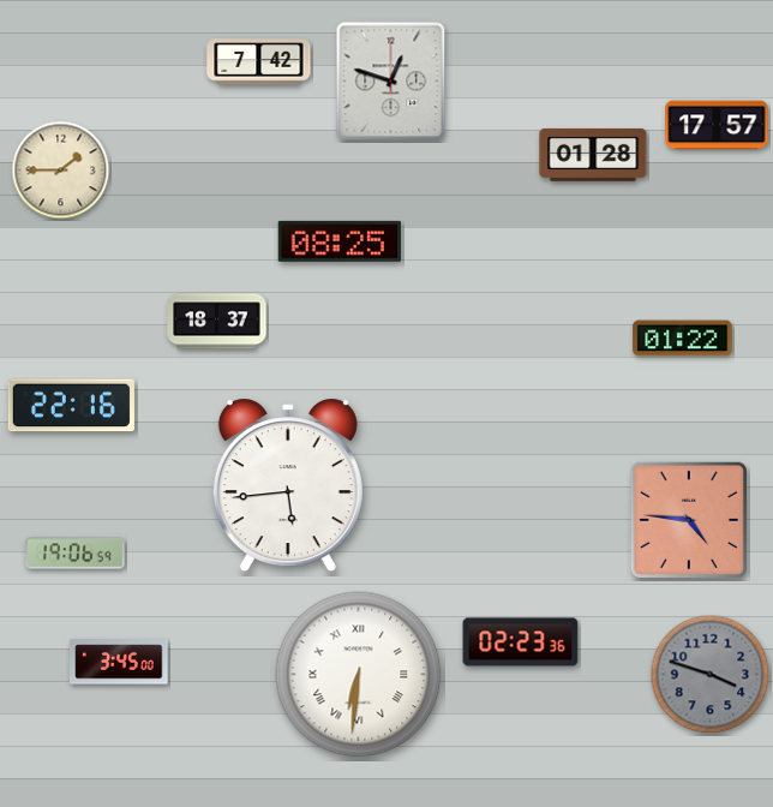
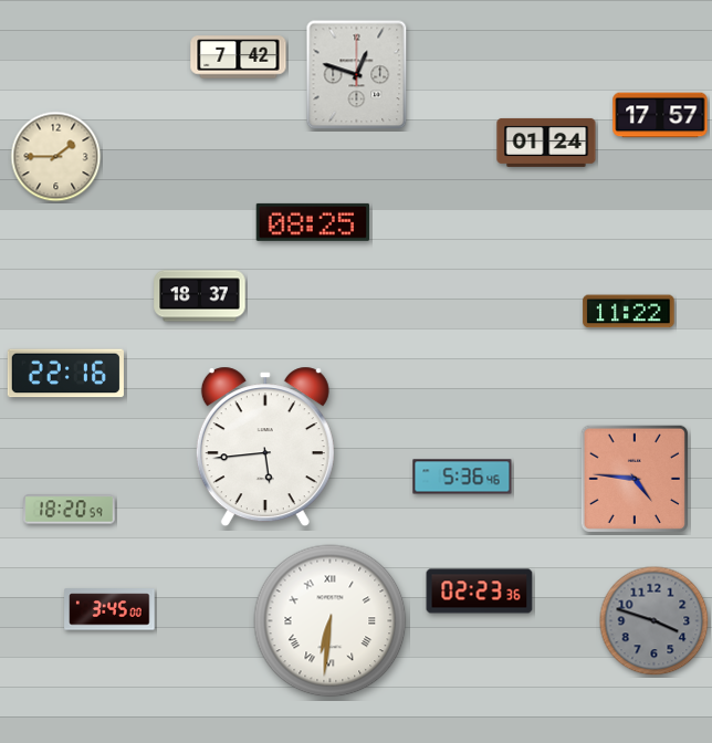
clock at (391, 82) position: (391, 82) -> (357, 75)
clock at (593, 155): 01:28 -> 01:24
clock at (683, 339): 01:22 -> 11:22
clock at (462, 477): none -> 5:36
clock at (76, 554): 19:06 -> 18:20
